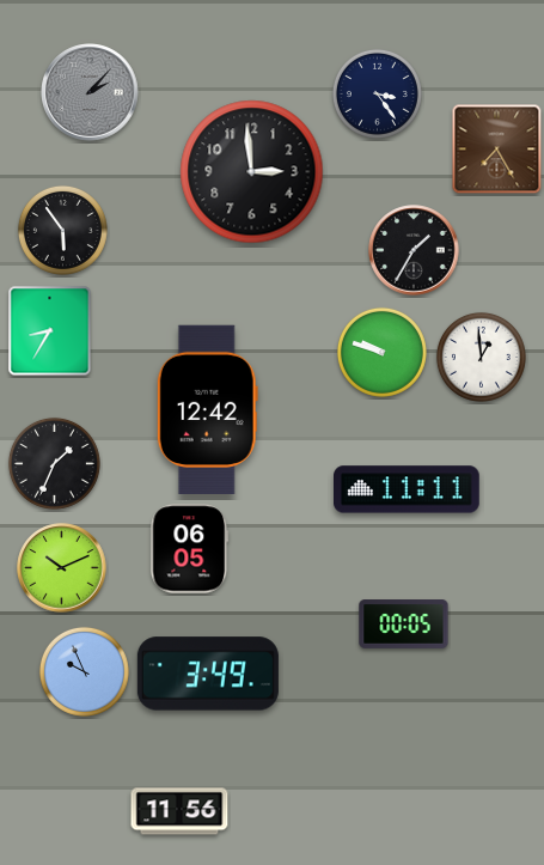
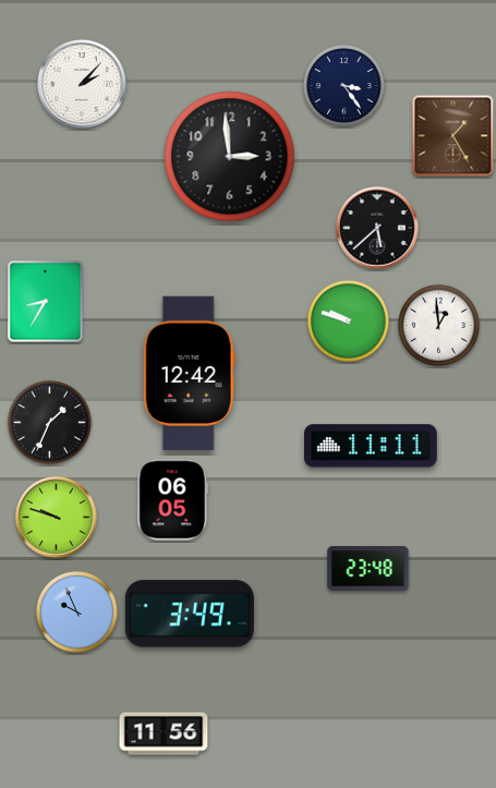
clock at (90, 92) dial: grey -> white
clock at (497, 150): 7:25 -> 1:25
clock at (62, 230): 5:54 -> none
clock at (414, 250): 1:35 -> 5:38
clock at (62, 568): 10:11 -> 9:48
clock at (404, 625): 00:05 -> 23:48
clock at (179, 811) position: (179, 811) -> (164, 734)
